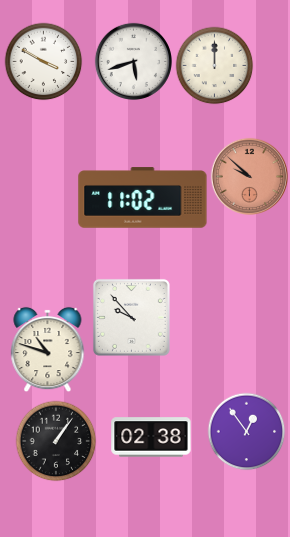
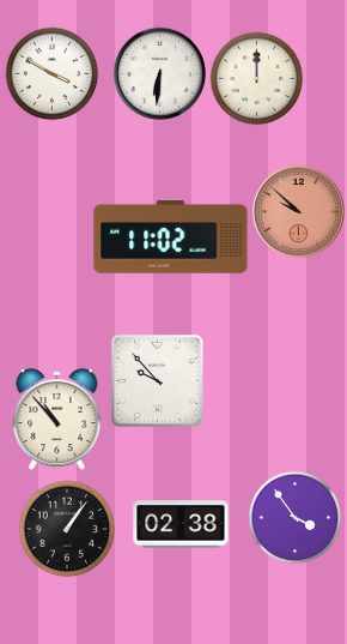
clock at (133, 61): 5:42 -> 6:31
clock at (48, 349): 10:48 -> 10:53
clock at (246, 431): 12:54 -> 3:54
